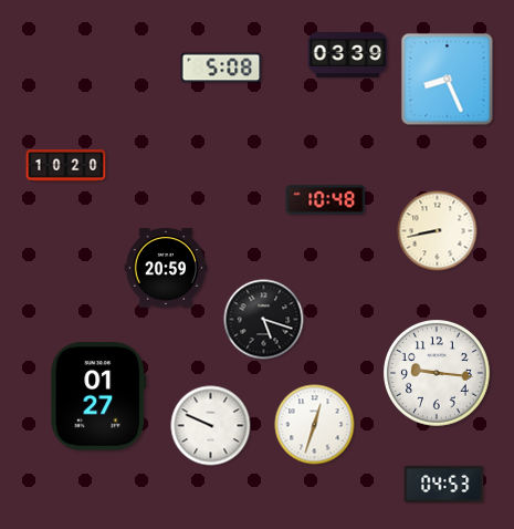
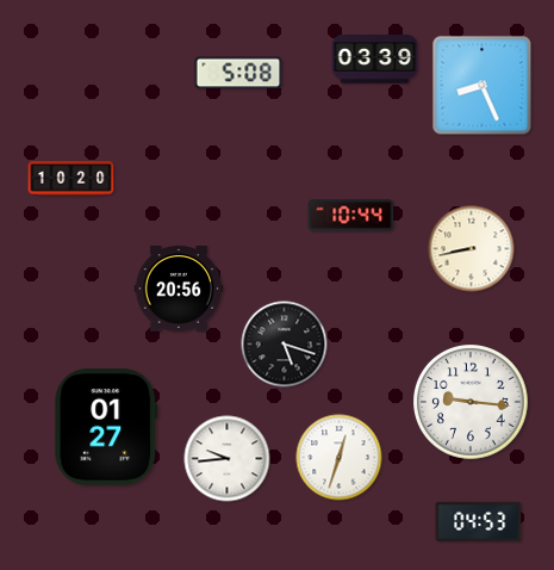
clock at (326, 200): 10:48 -> 10:44
clock at (166, 268): 20:59 -> 20:56
clock at (211, 426): 9:49 -> 9:44
